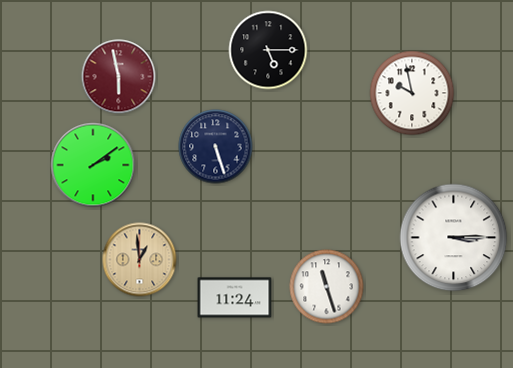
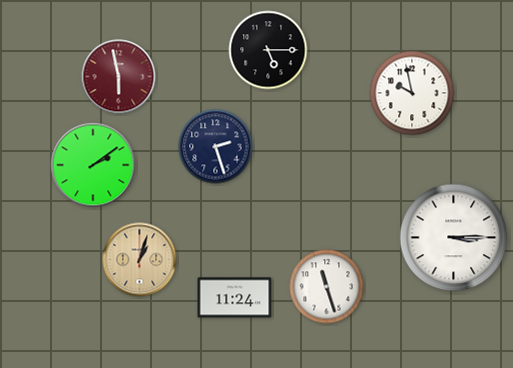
clock at (216, 147): 5:27 -> 2:27
clock at (140, 260): 12:59 -> 1:03
